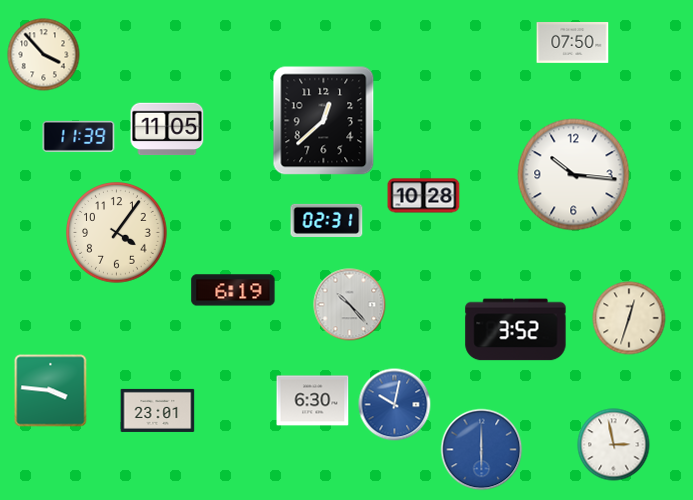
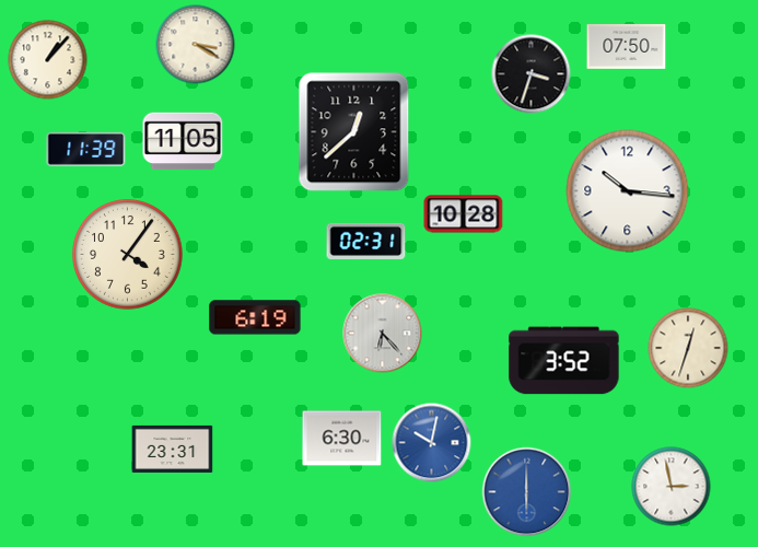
clock at (196, 45): none -> 3:20
clock at (44, 55): 3:53 -> 1:07
clock at (532, 74): none -> 3:33
clock at (327, 220) position: (327, 220) -> (366, 241)
clock at (350, 305): 10:23 -> 6:23
clock at (51, 391): 3:46 -> none
clock at (158, 410): 23:01 -> 23:31
